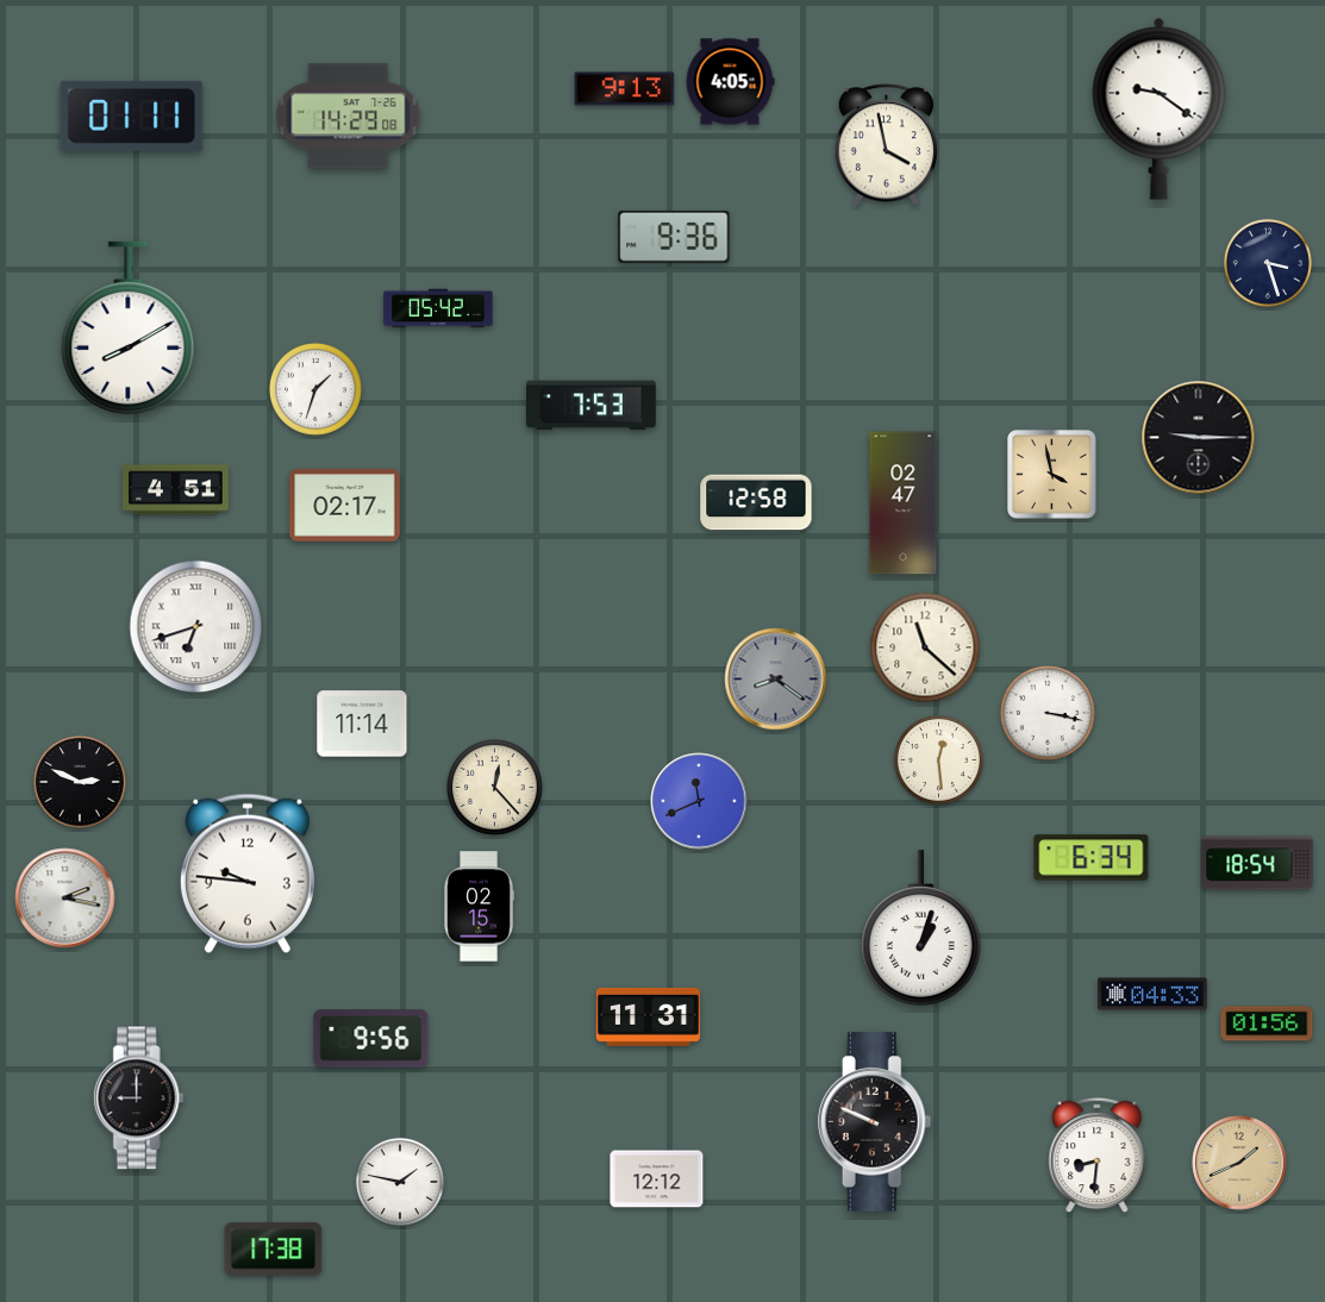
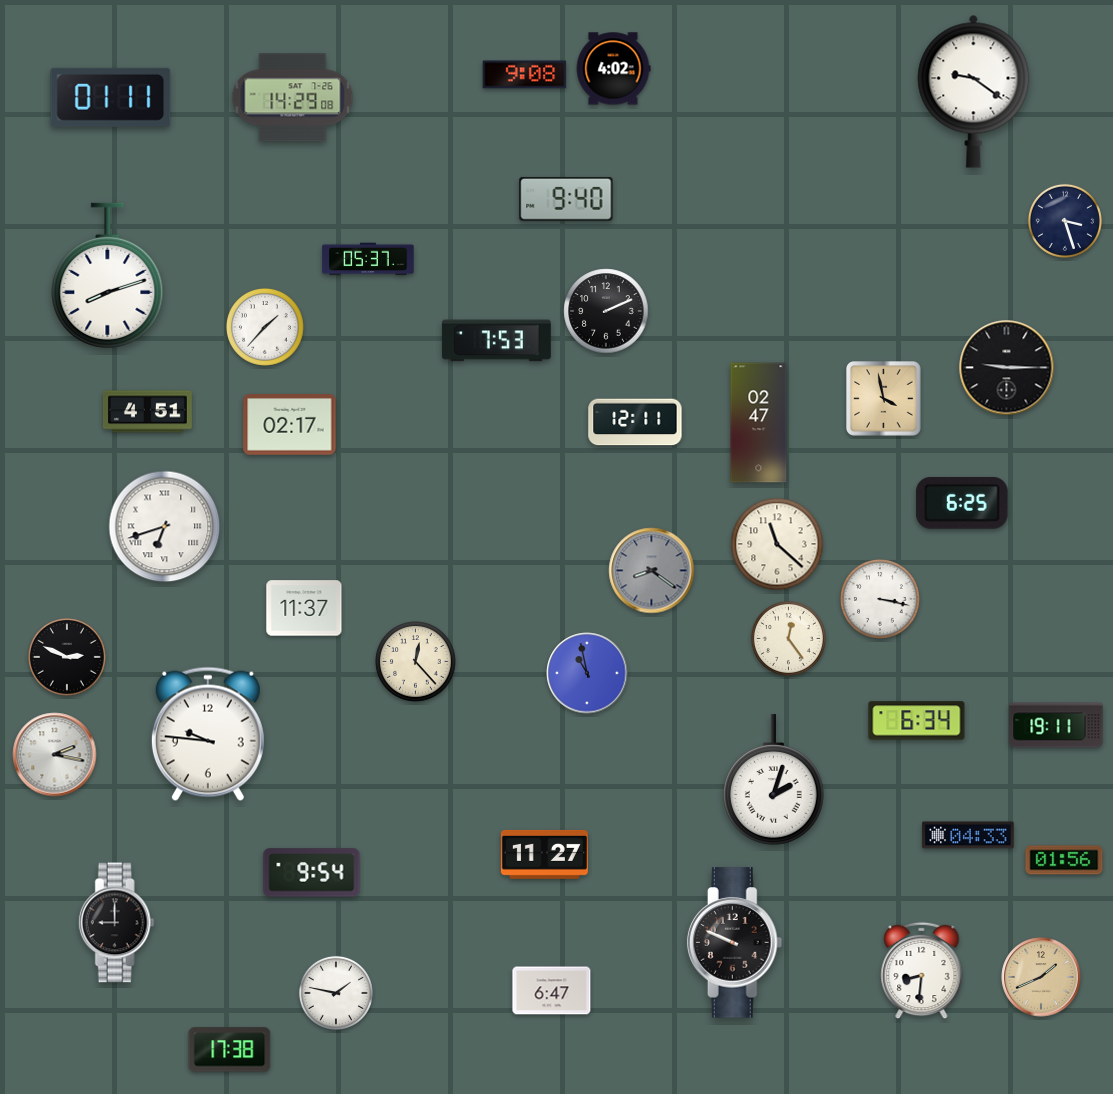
clock at (730, 82): 4:05 -> 4:02
clock at (625, 89): 9:13 -> 9:08
clock at (886, 145): 3:58 -> none
clock at (674, 237): 9:36 -> 9:40
clock at (438, 308): 05:42 -> 05:37
clock at (129, 327): 8:10 -> 8:12
clock at (606, 311): none -> 2:11
clock at (315, 389): 1:33 -> 1:37
clock at (756, 502): 12:58 -> 12:11
clock at (962, 503): none -> 6:25
clock at (362, 724): 11:14 -> 11:37
clock at (938, 759): 12:29 -> 12:24
clock at (699, 801): 11:41 -> 10:58
clock at (1257, 863): 18:54 -> 19:11
clock at (479, 907): 02:15 -> none
clock at (920, 928): 1:03 -> 2:03
clock at (648, 1016): 11:31 -> 11:27
clock at (371, 1039): 9:56 -> 9:54
clock at (657, 1179): 12:12 -> 6:47
